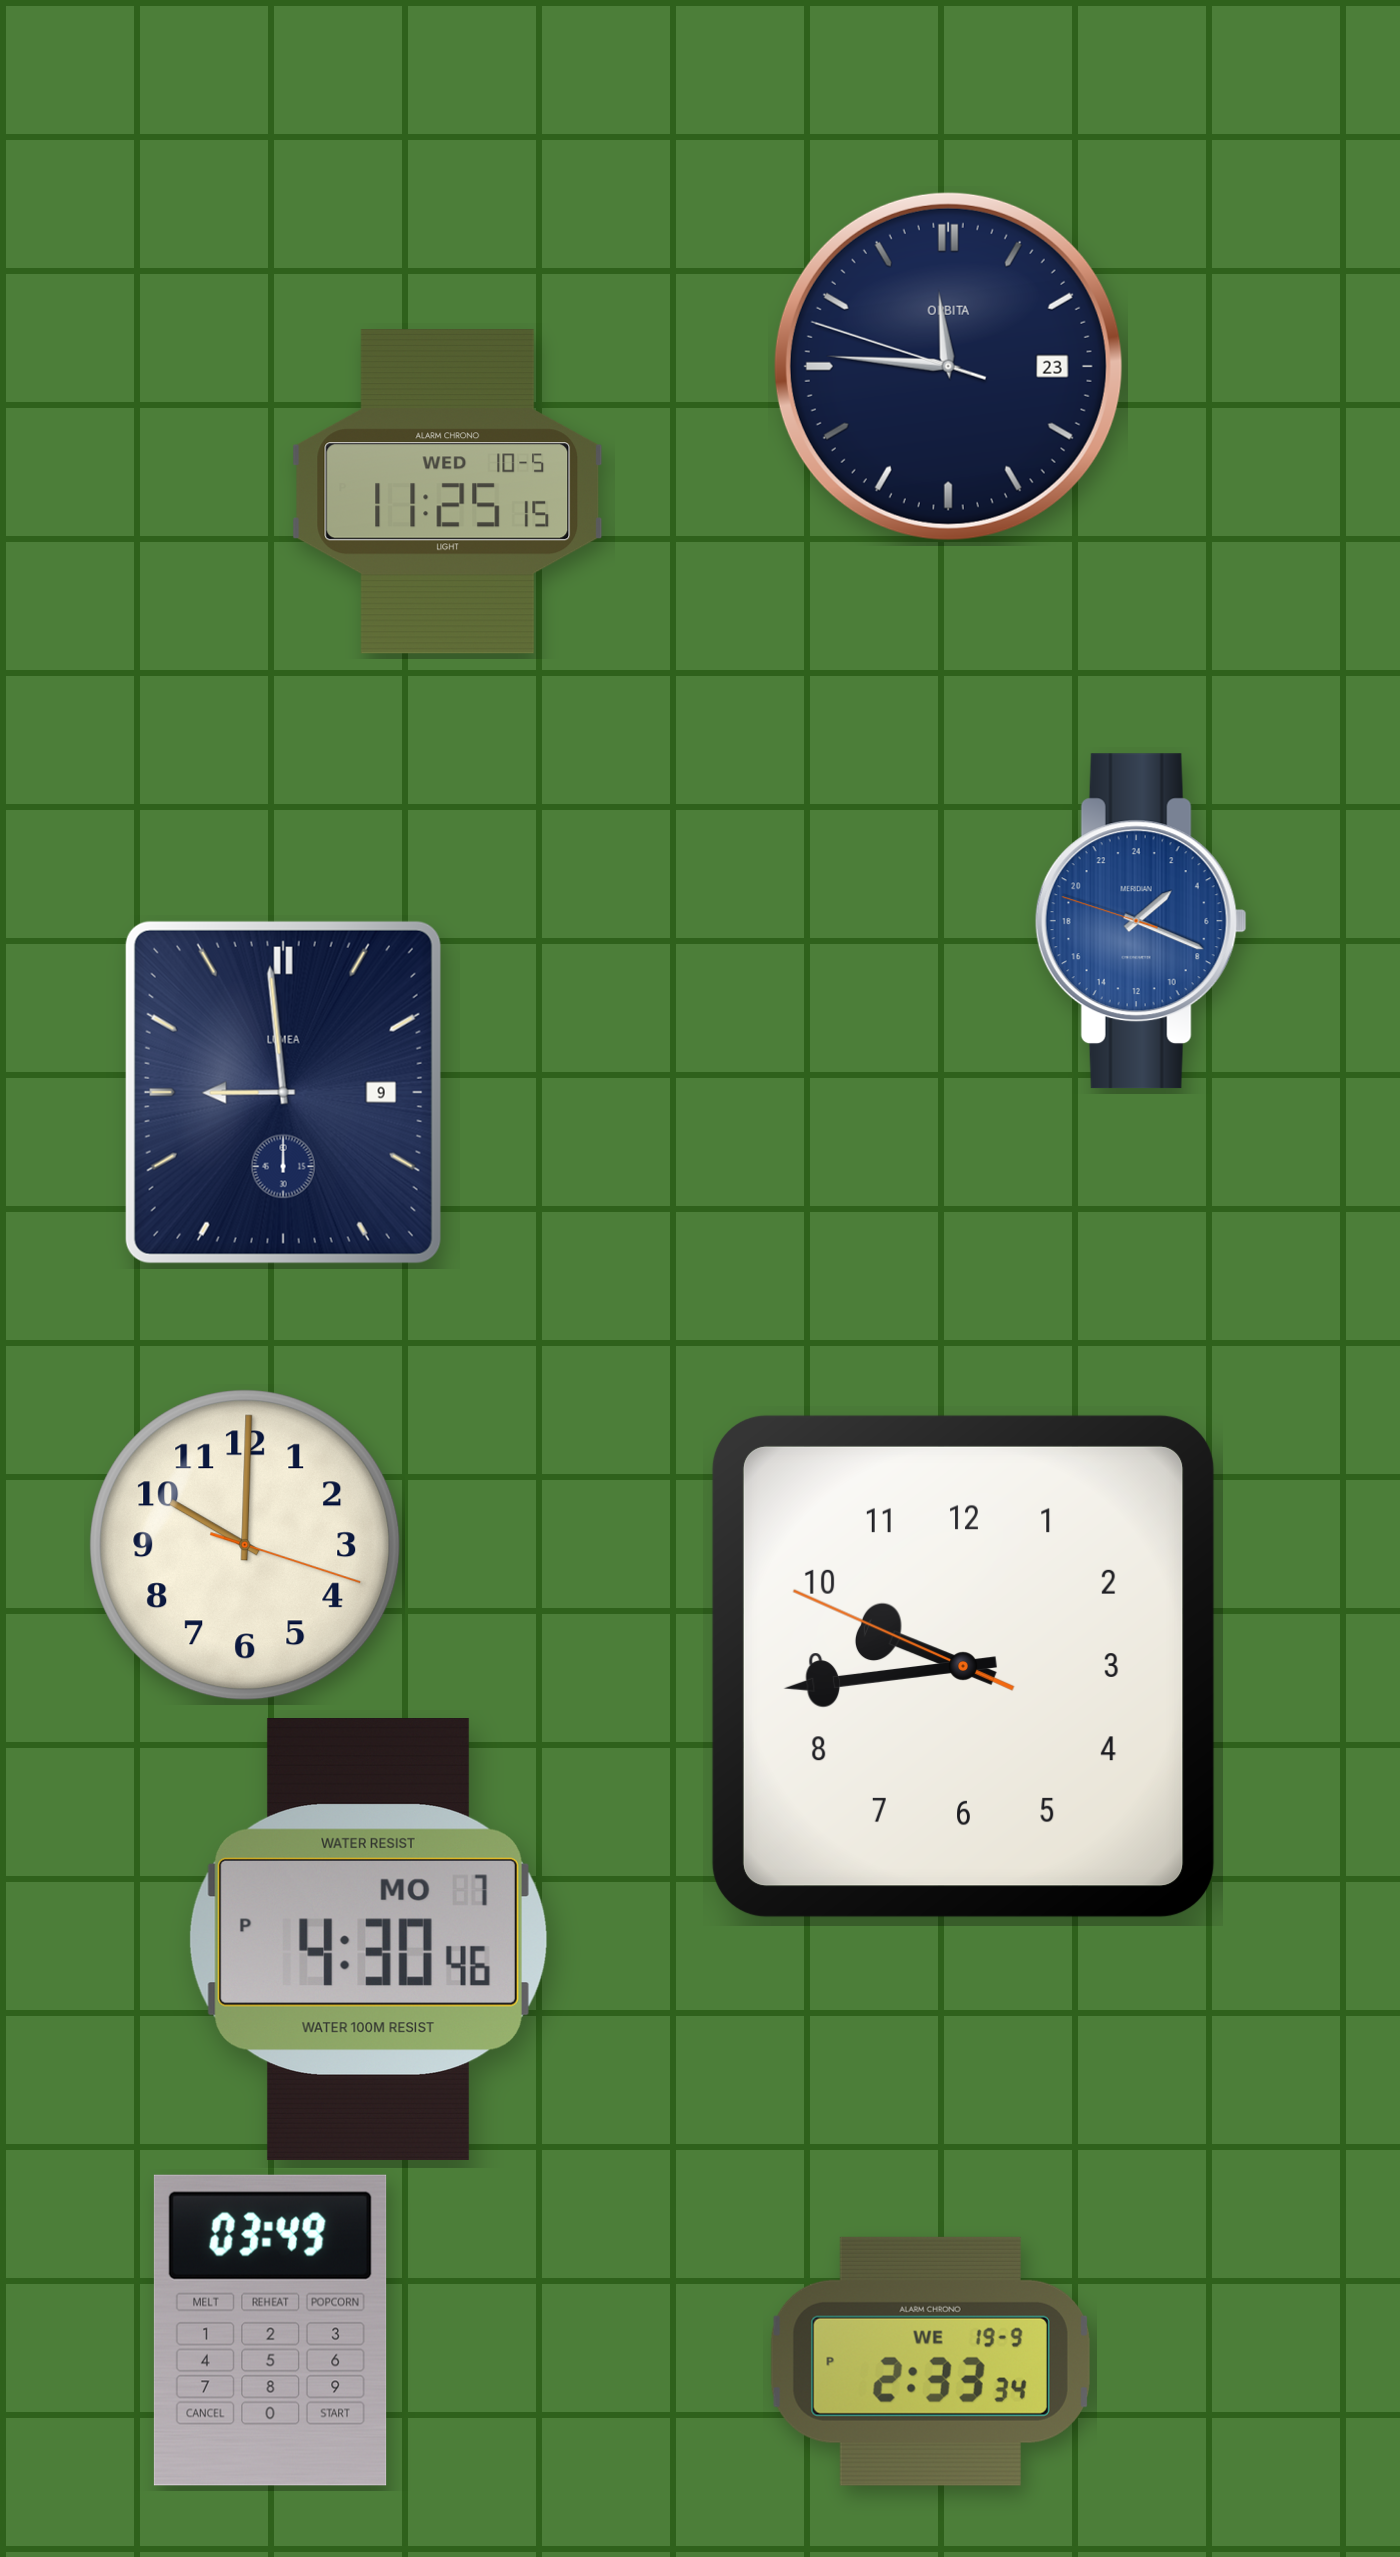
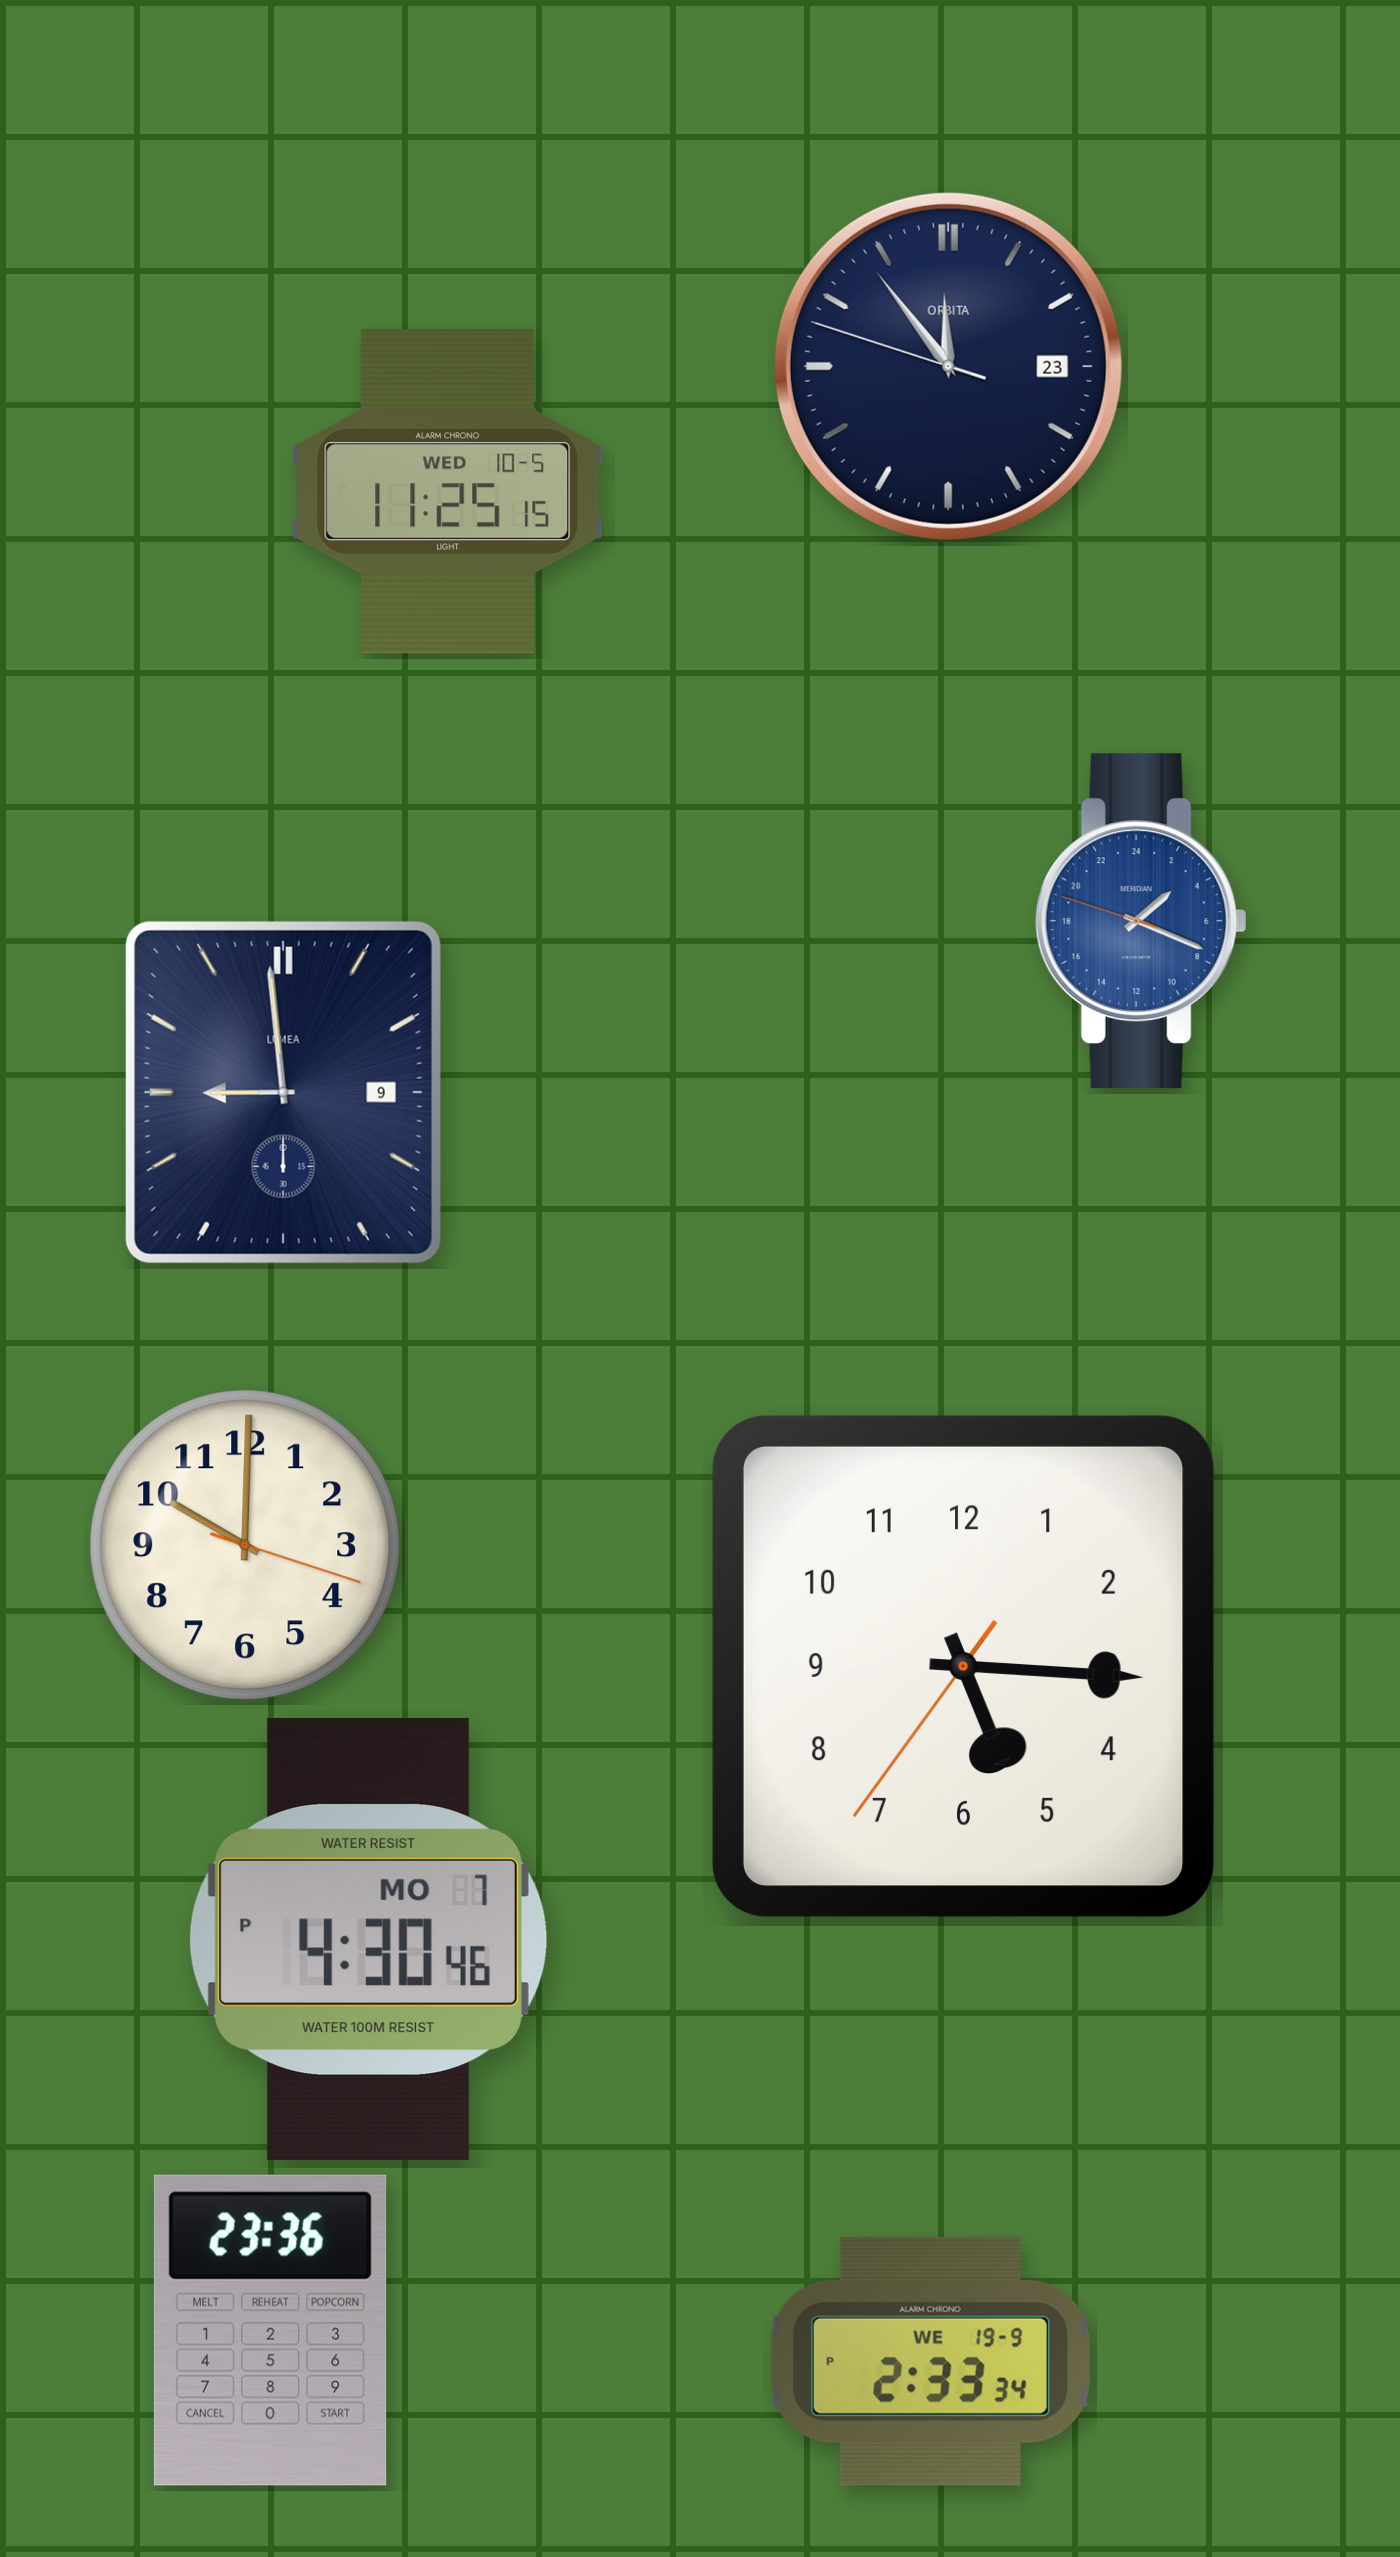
clock at (948, 366): 11:45 -> 11:53
clock at (963, 1666): 9:43 -> 5:15
clock at (270, 2330): 03:49 -> 23:36
